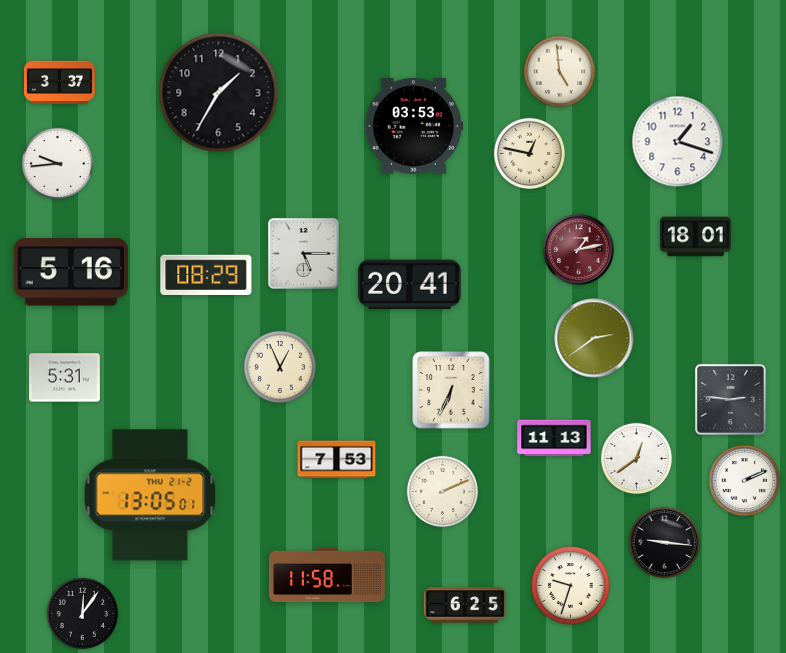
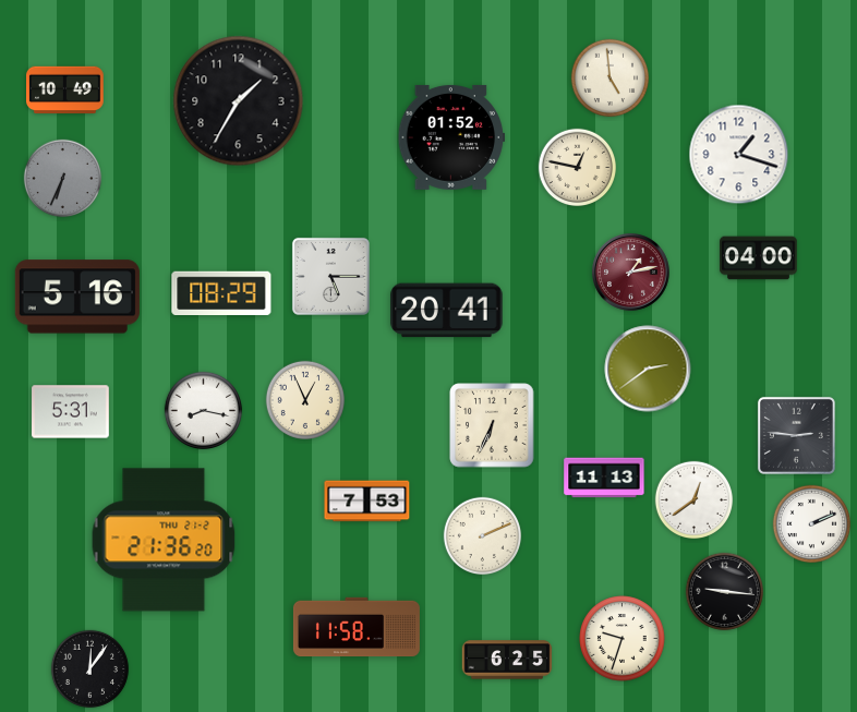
clock at (60, 82): 3:37 -> 10:49
clock at (413, 126): 03:53 -> 01:52
clock at (58, 164): 9:44 -> 6:34
clock at (58, 164) dial: white -> grey
clock at (696, 237): 18:01 -> 04:00
clock at (206, 274) position: (206, 274) -> (221, 292)
clock at (204, 411): none -> 8:17
clock at (150, 495): 13:05 -> 21:36
